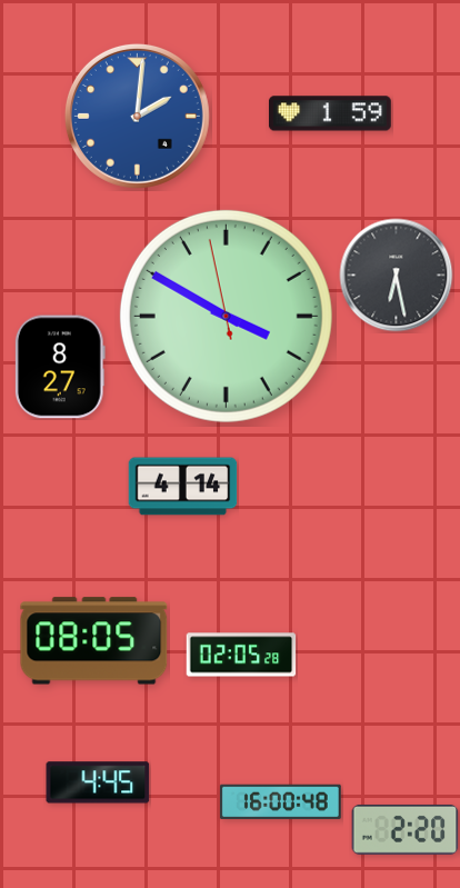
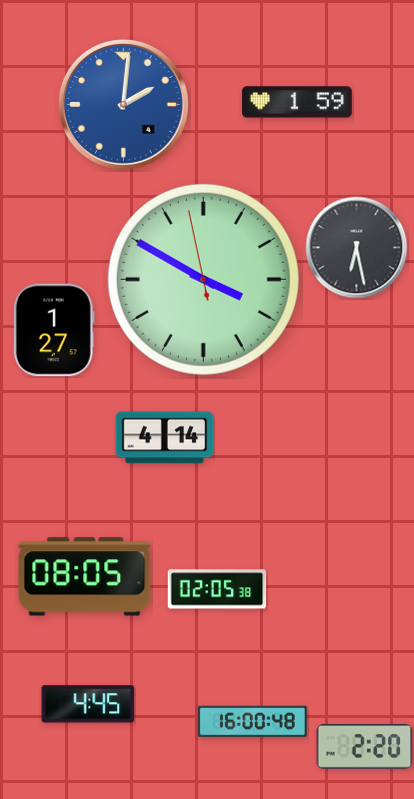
clock at (226, 316) position: (226, 316) -> (203, 279)
clock at (60, 367): 8:27 -> 1:27
clock at (241, 655): 02:05:28 -> 02:05:38
